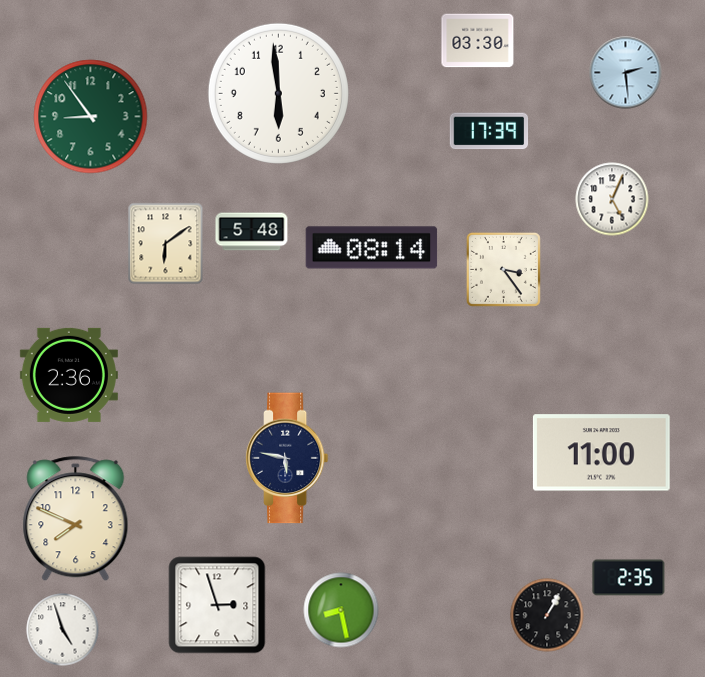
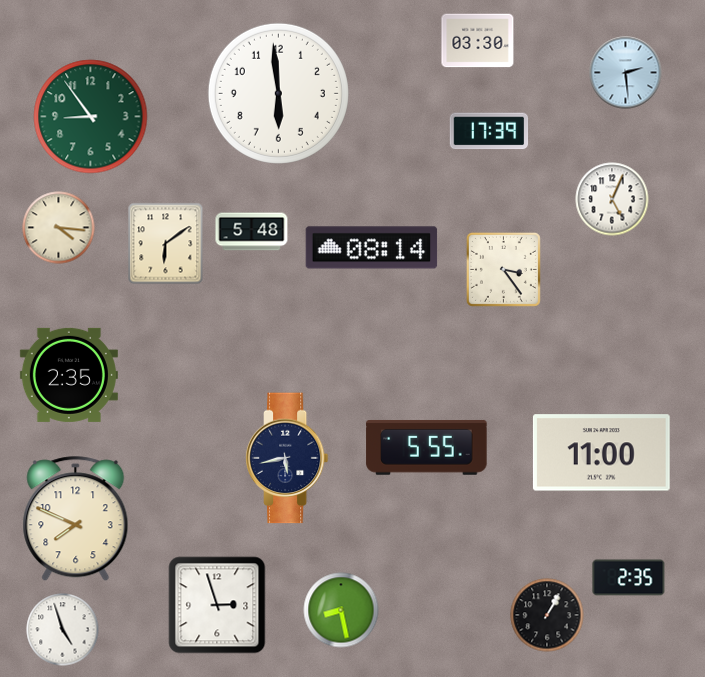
clock at (59, 228): none -> 4:16
clock at (69, 375): 2:36 -> 2:35
clock at (427, 448): none -> 5:55
clock at (287, 458): 5:47 -> 5:43
